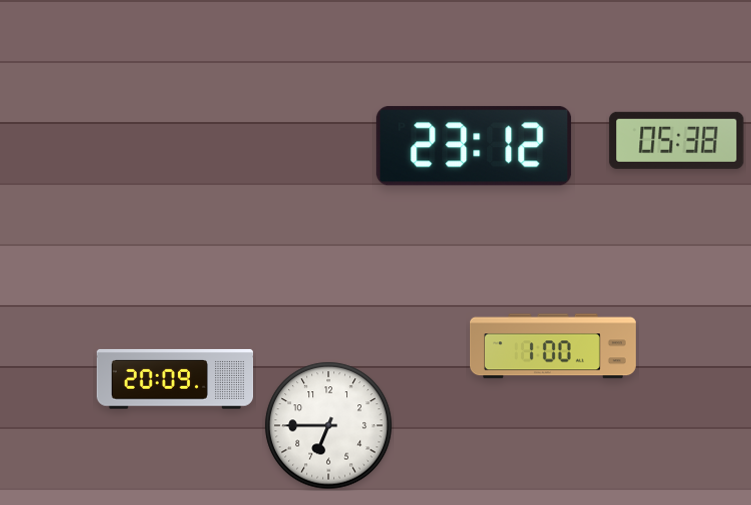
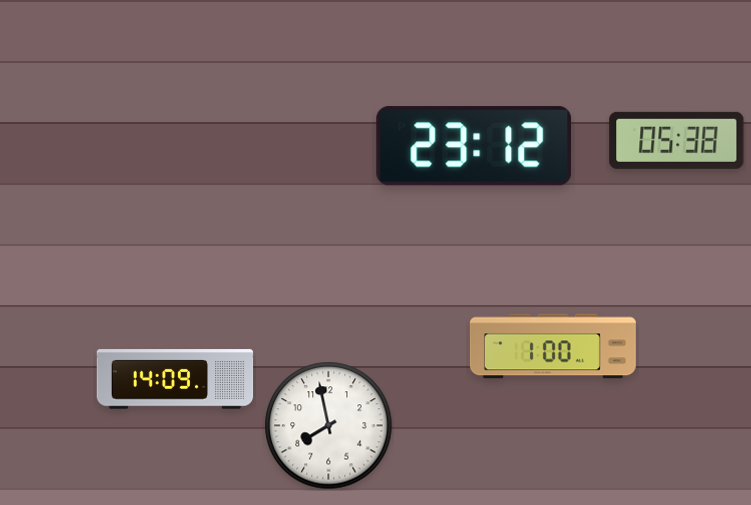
clock at (175, 379): 20:09 -> 14:09
clock at (329, 426): 6:45 -> 7:58
